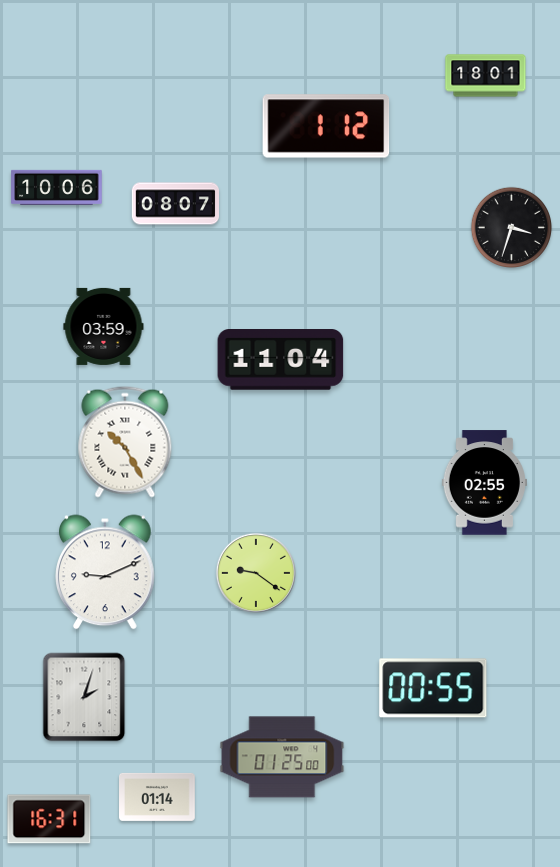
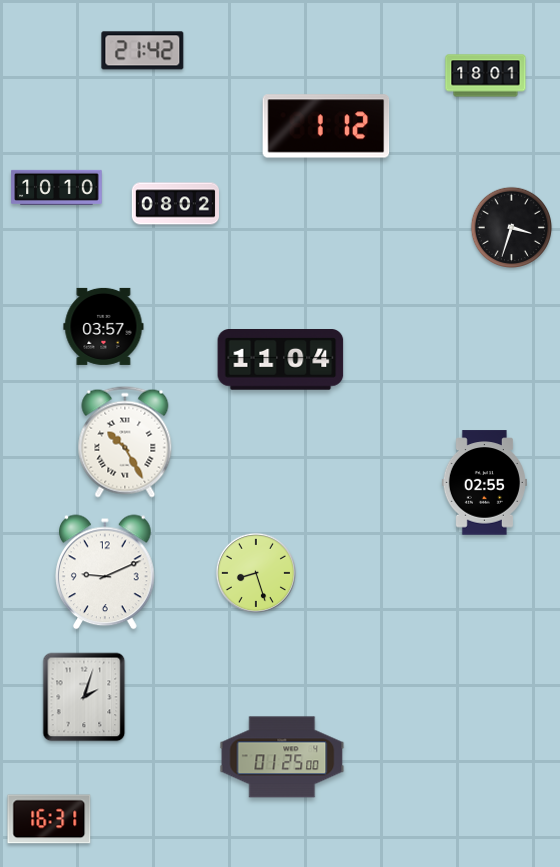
clock at (143, 51): none -> 21:42
clock at (57, 187): 10:06 -> 10:10
clock at (175, 204): 08:07 -> 08:02
clock at (104, 326): 03:59 -> 03:57
clock at (256, 573): 9:21 -> 8:27
clock at (433, 688): 00:55 -> none
clock at (158, 797): 01:14 -> none
